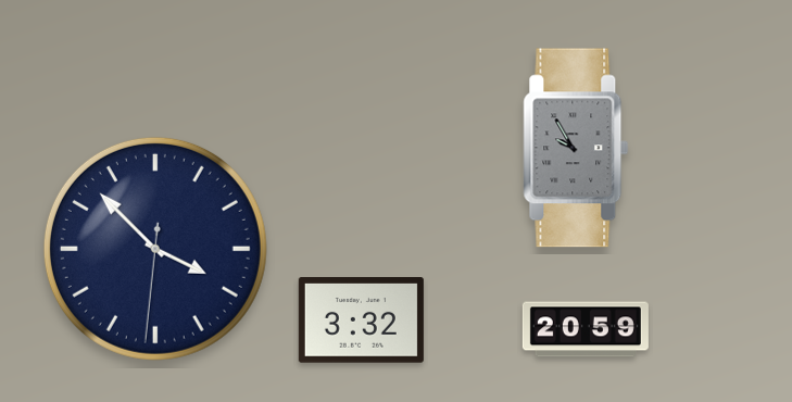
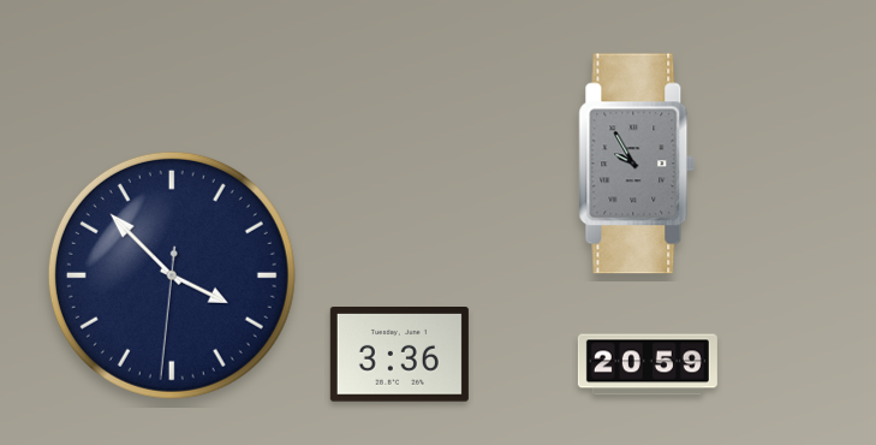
clock at (361, 321): 3:32 -> 3:36
